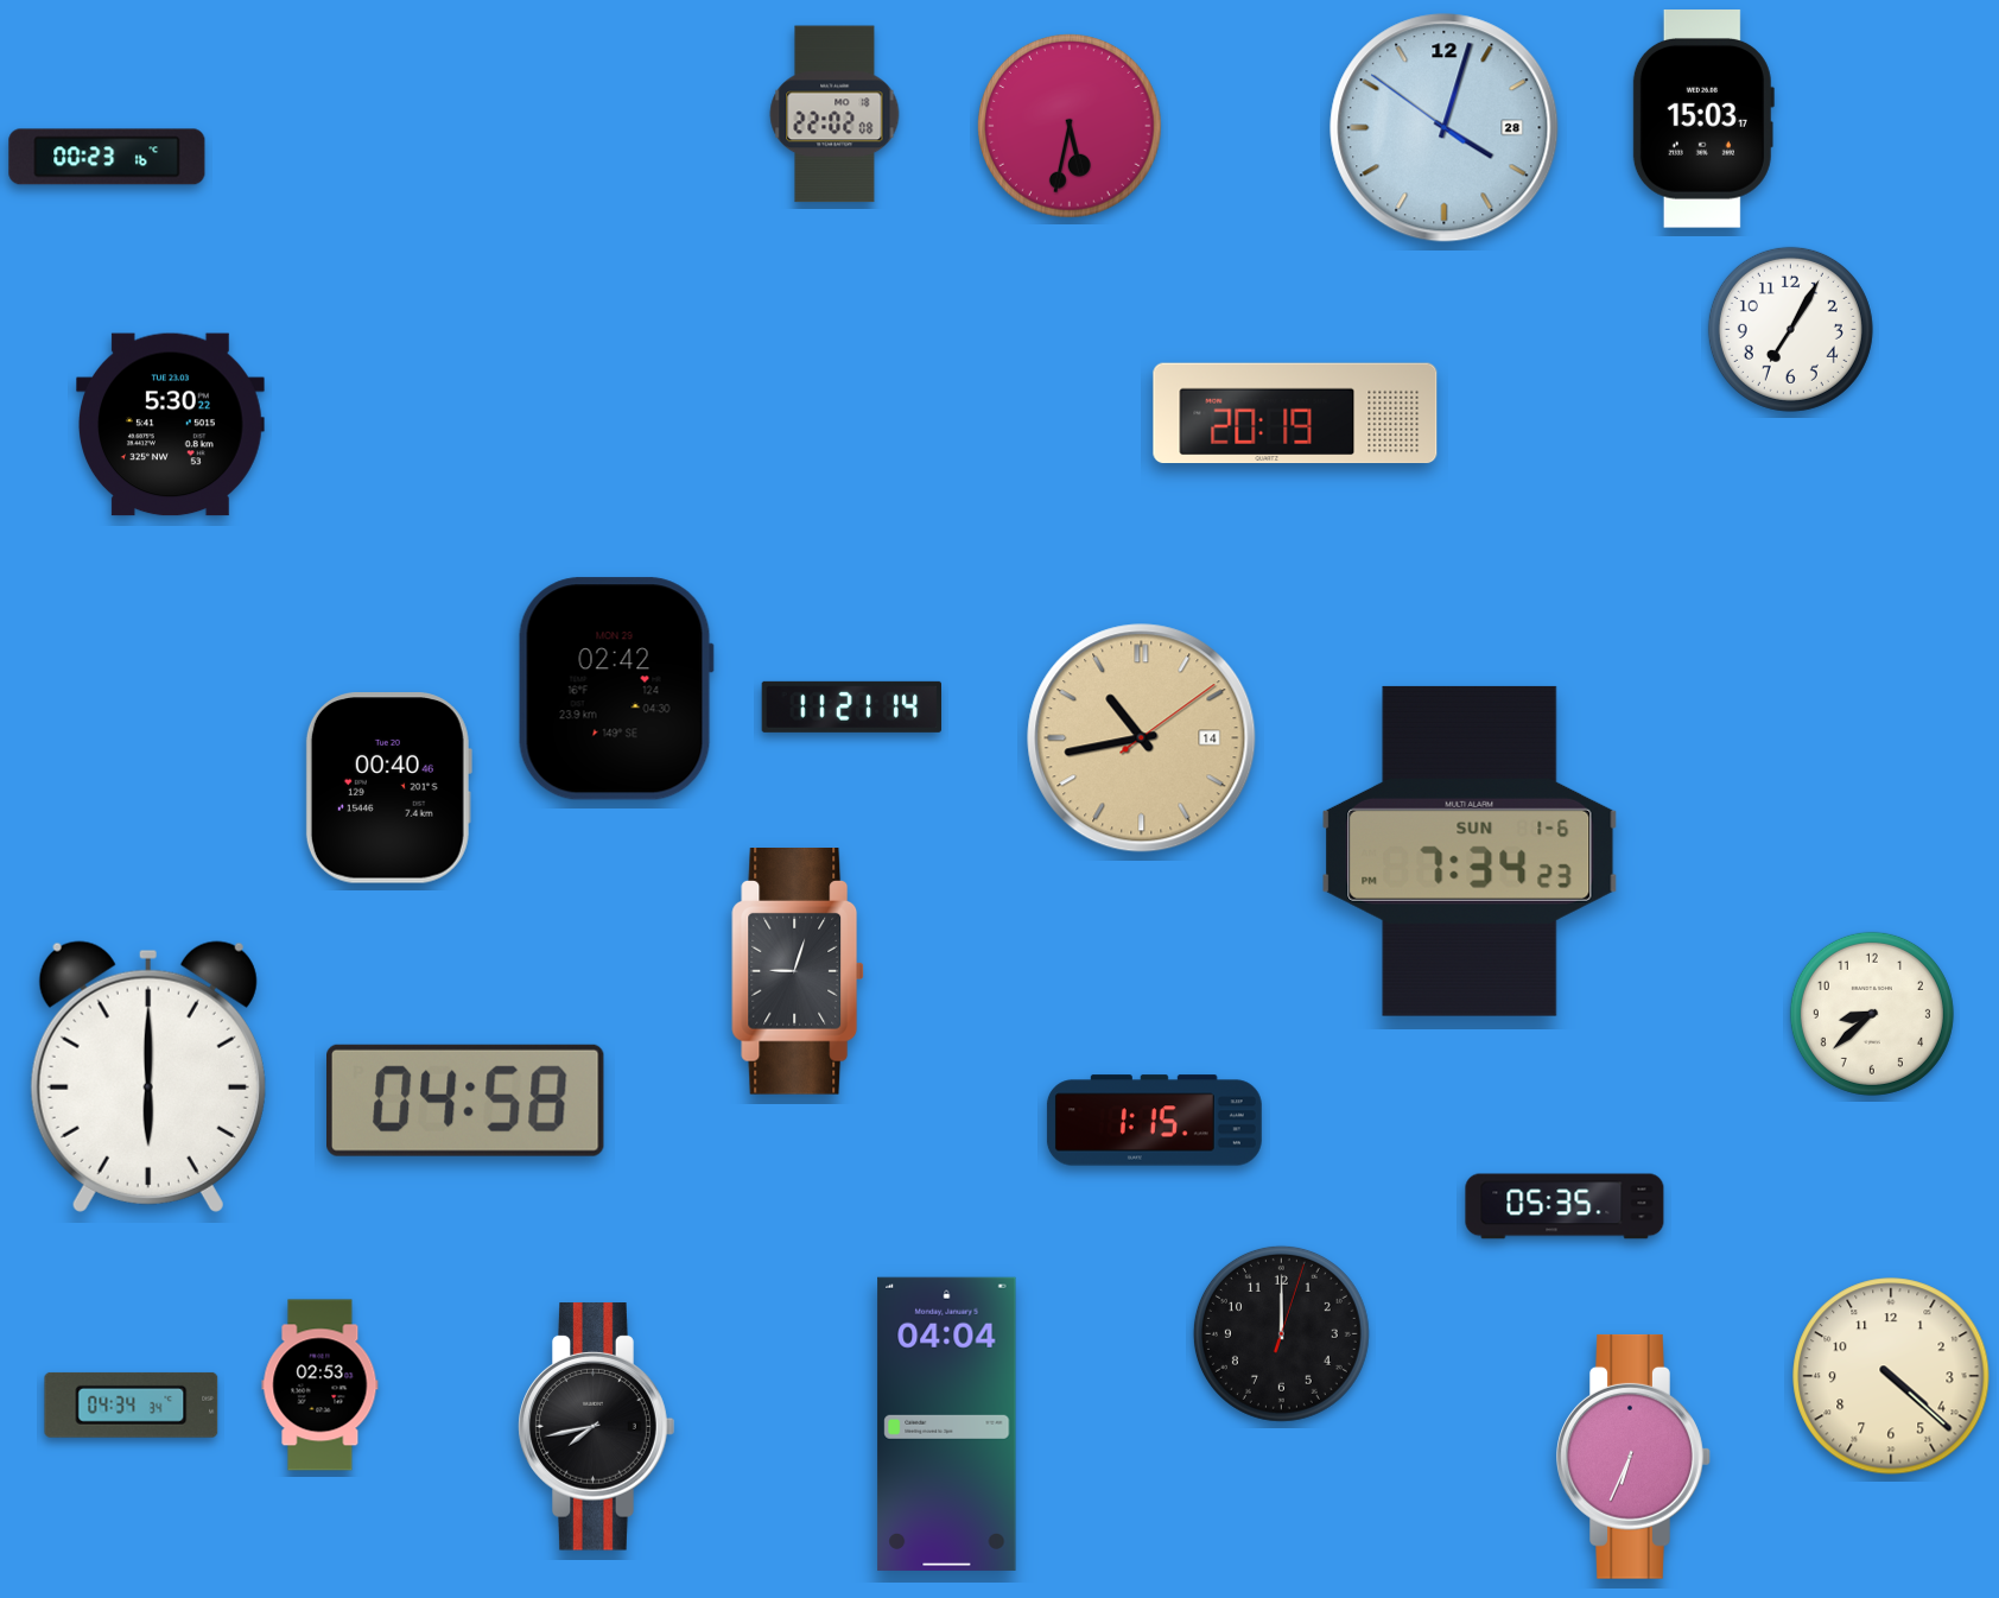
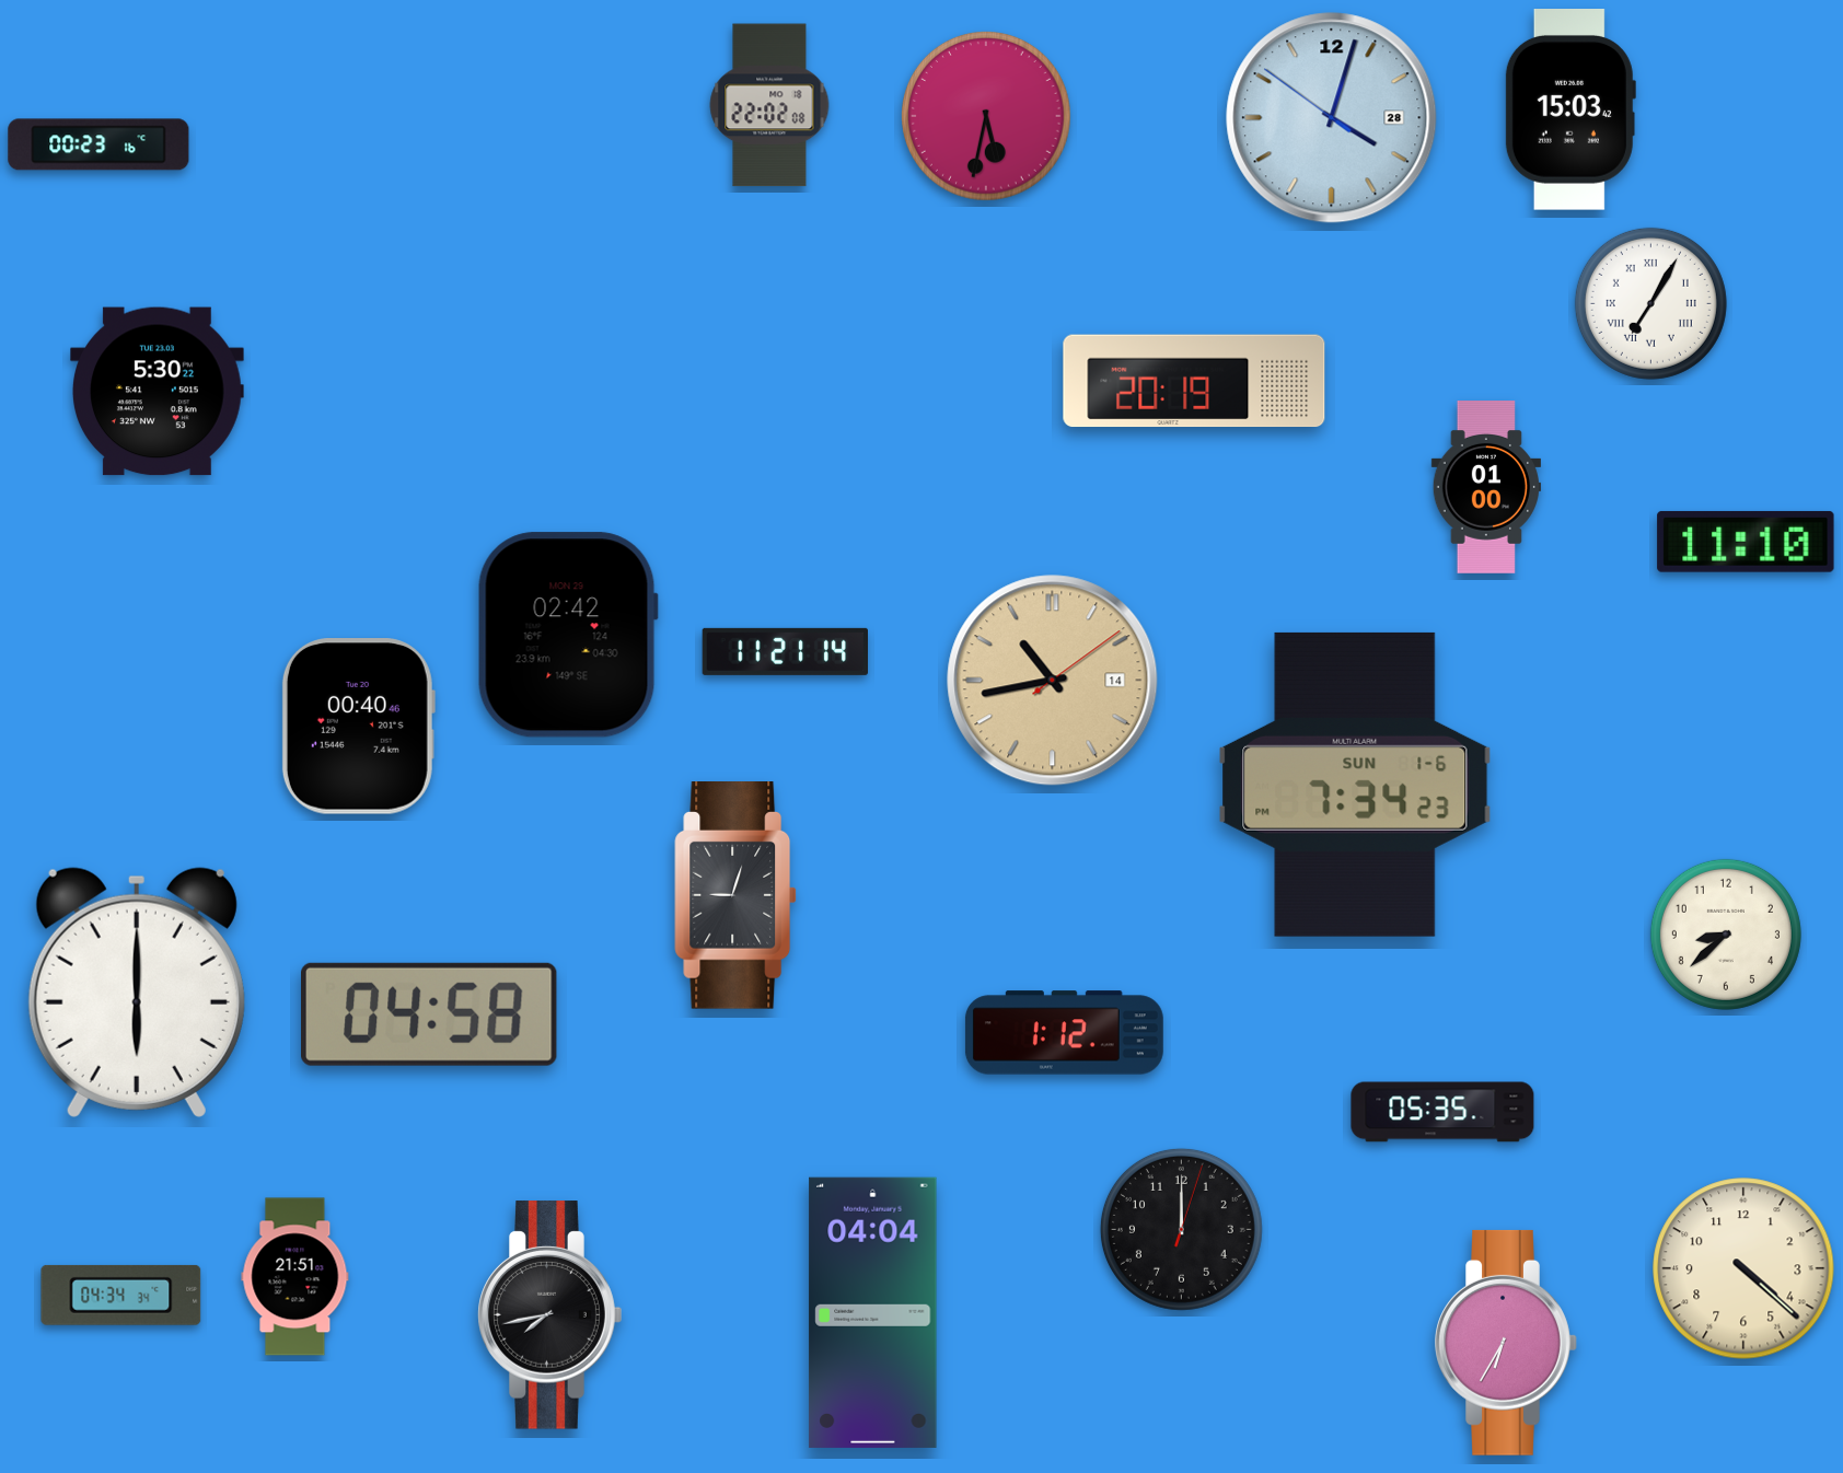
clock at (1703, 120): 15:03:17 -> 15:03:42
clock at (1790, 329) numerals: Arabic -> Roman
clock at (1485, 488): none -> 01:00
clock at (1746, 542): none -> 11:10
clock at (1154, 1121): 1:15 -> 1:12
clock at (321, 1385): 02:53 -> 21:51
clock at (1633, 1457): 6:34 -> 6:35
